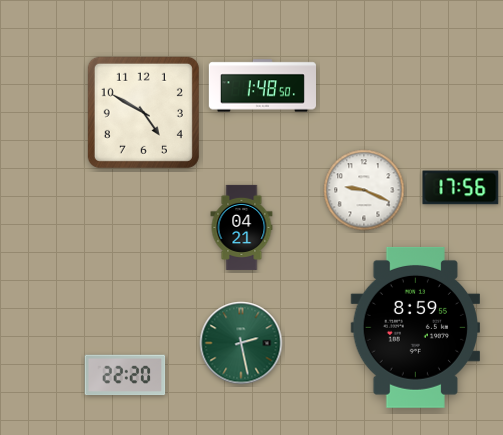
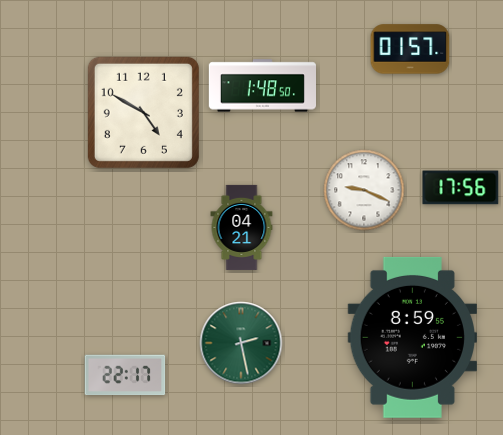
clock at (410, 49): none -> 01:57
clock at (415, 327) position: (415, 327) -> (412, 337)
clock at (125, 375): 22:20 -> 22:17
